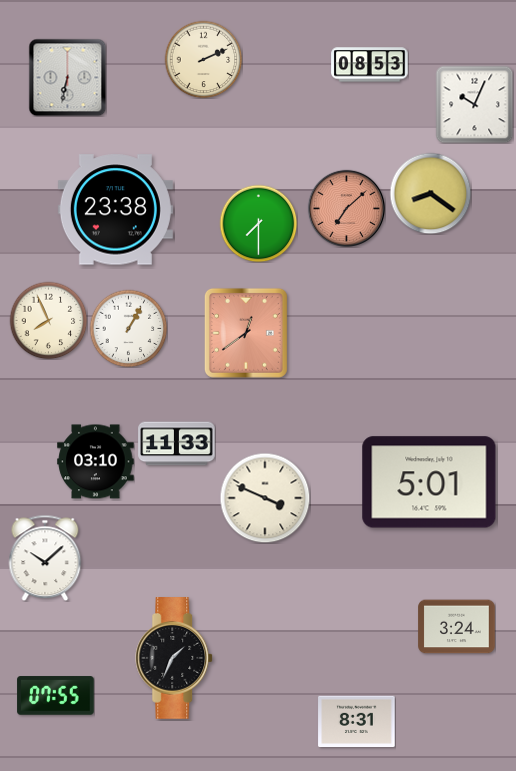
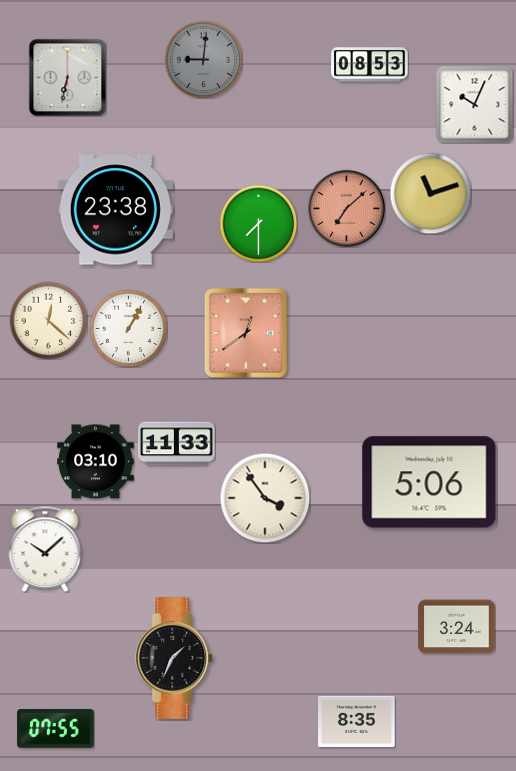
clock at (203, 59): 2:11 -> 9:01
clock at (203, 59) dial: cream -> grey
clock at (430, 193): 8:21 -> 11:12
clock at (48, 320): 7:56 -> 12:22
clock at (429, 482): 5:01 -> 5:06
clock at (265, 498): 3:49 -> 3:54
clock at (45, 558) position: (45, 558) -> (45, 549)
clock at (56, 696) position: (56, 696) -> (56, 729)
clock at (357, 721): 8:31 -> 8:35
